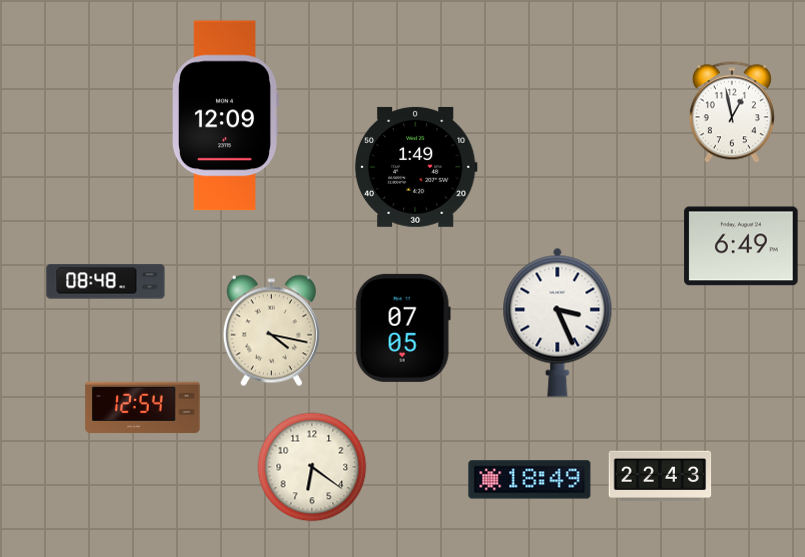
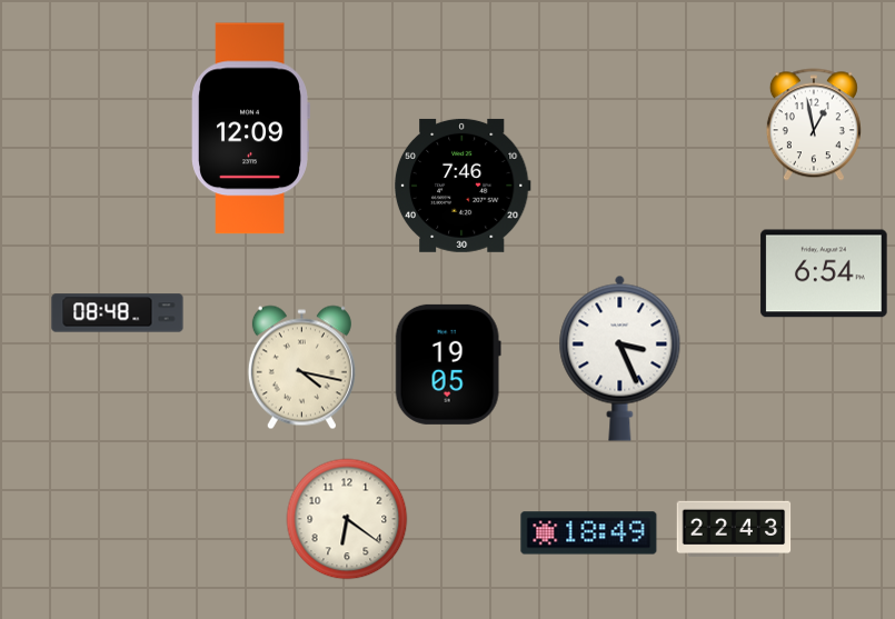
clock at (416, 167): 1:49 -> 7:46
clock at (741, 246): 6:49 -> 6:54
clock at (403, 328): 07:05 -> 19:05
clock at (143, 408): 12:54 -> none
